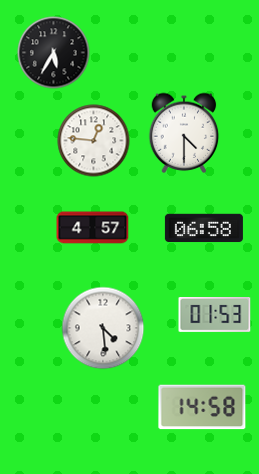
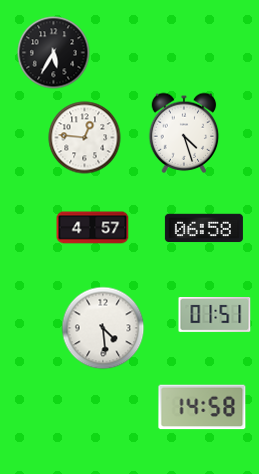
clock at (184, 133): 4:30 -> 4:27
clock at (94, 141) position: (94, 141) -> (85, 138)
clock at (215, 315): 01:53 -> 01:51
